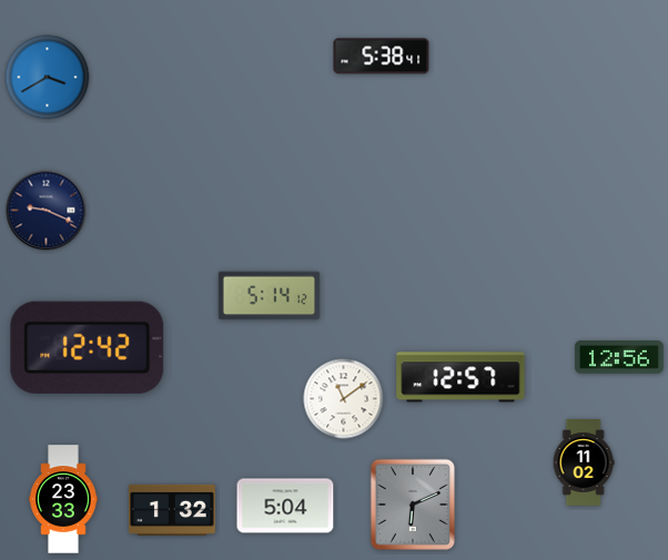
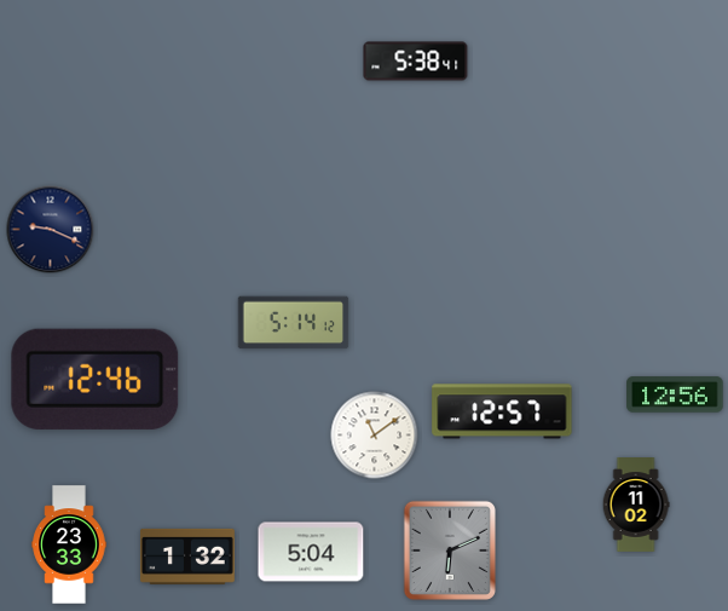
clock at (48, 78): 3:40 -> none
clock at (88, 347): 12:42 -> 12:46
clock at (619, 357) position: (619, 357) -> (675, 394)
